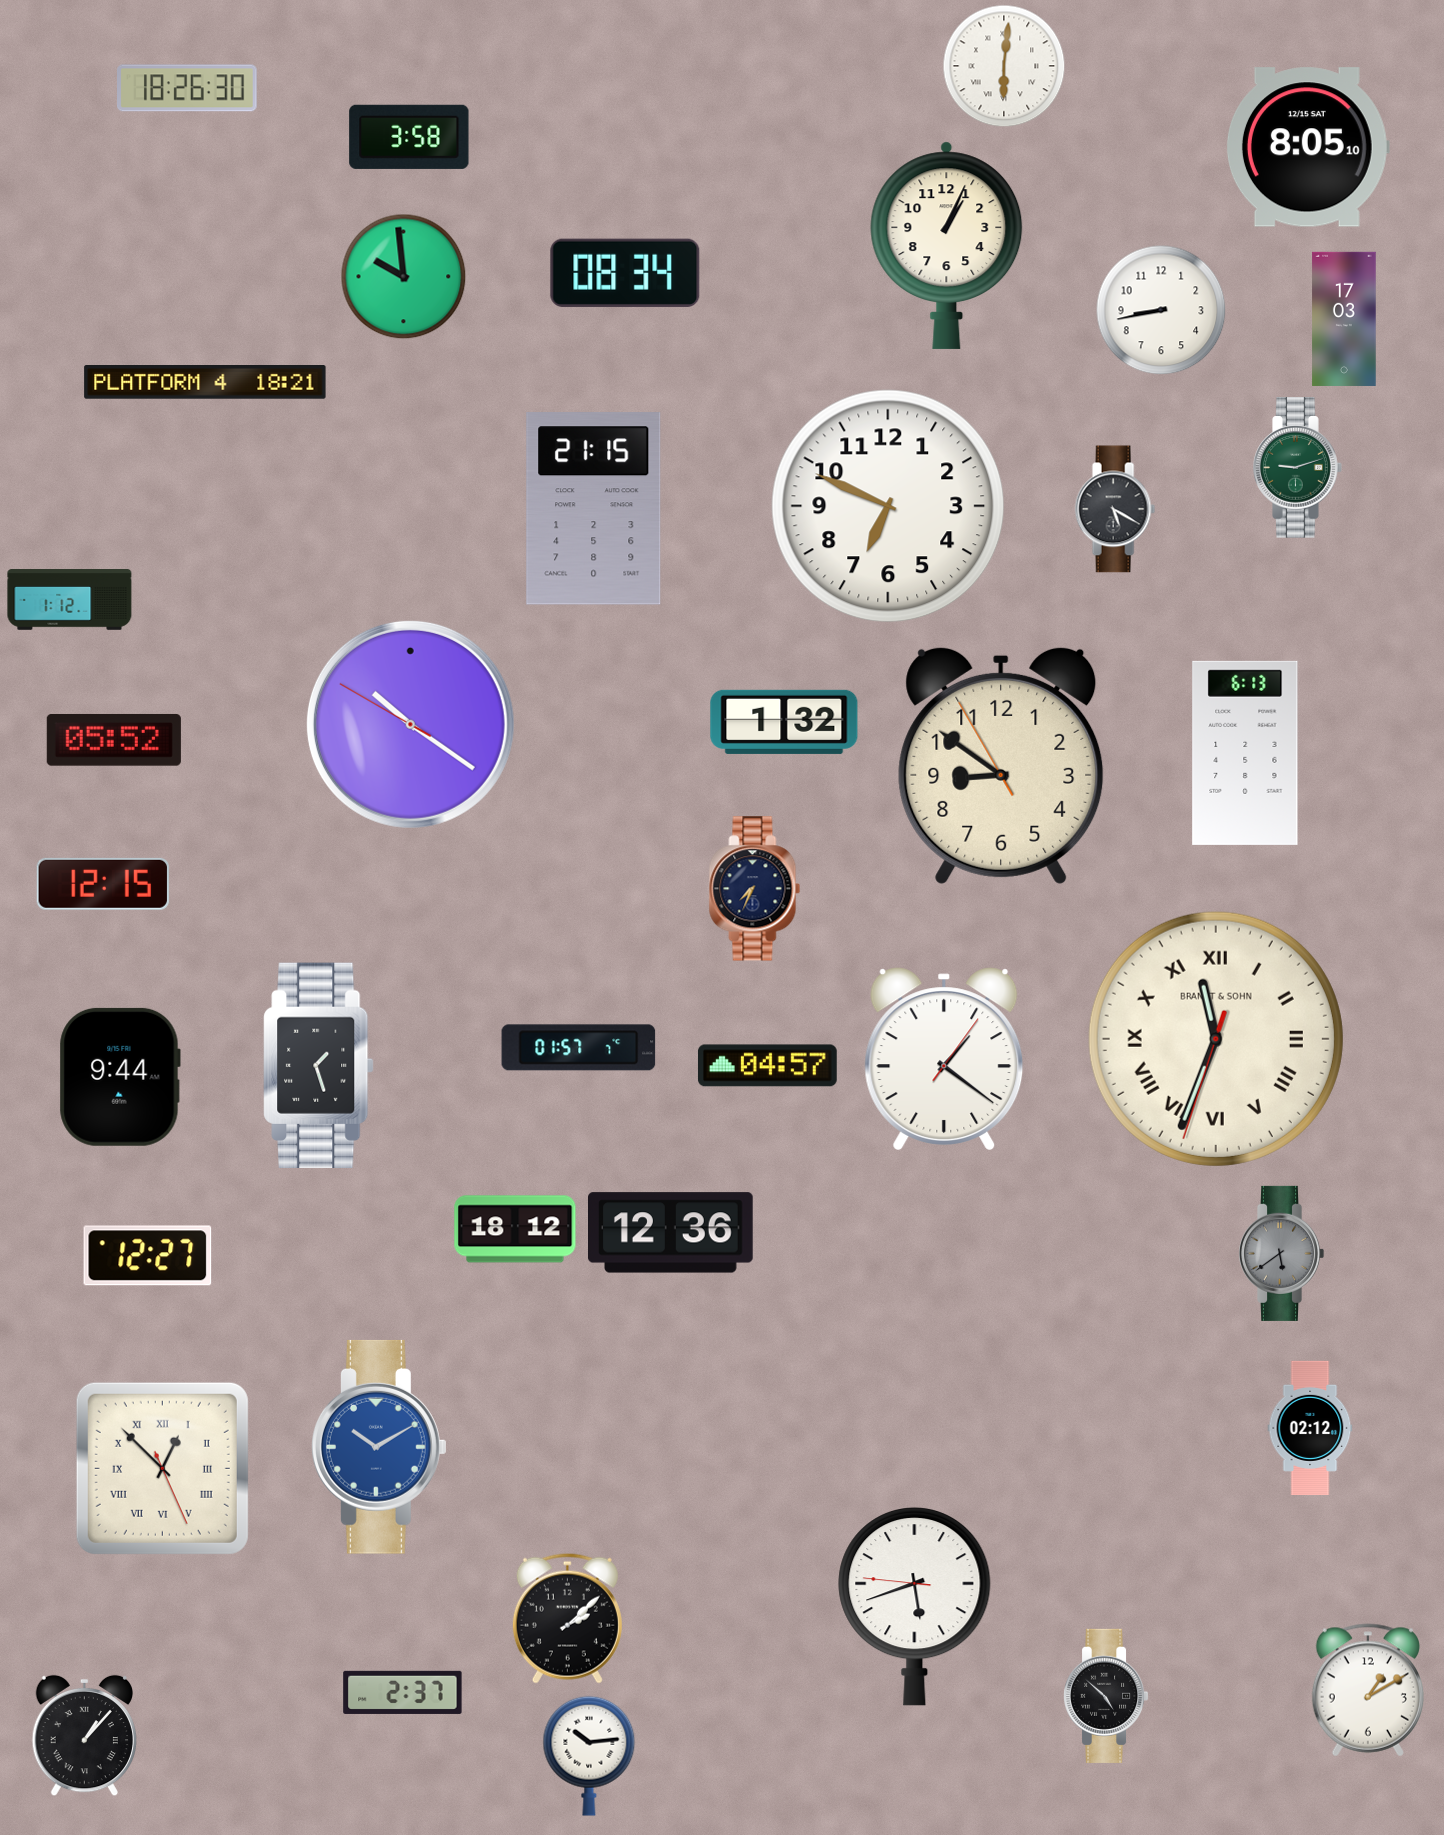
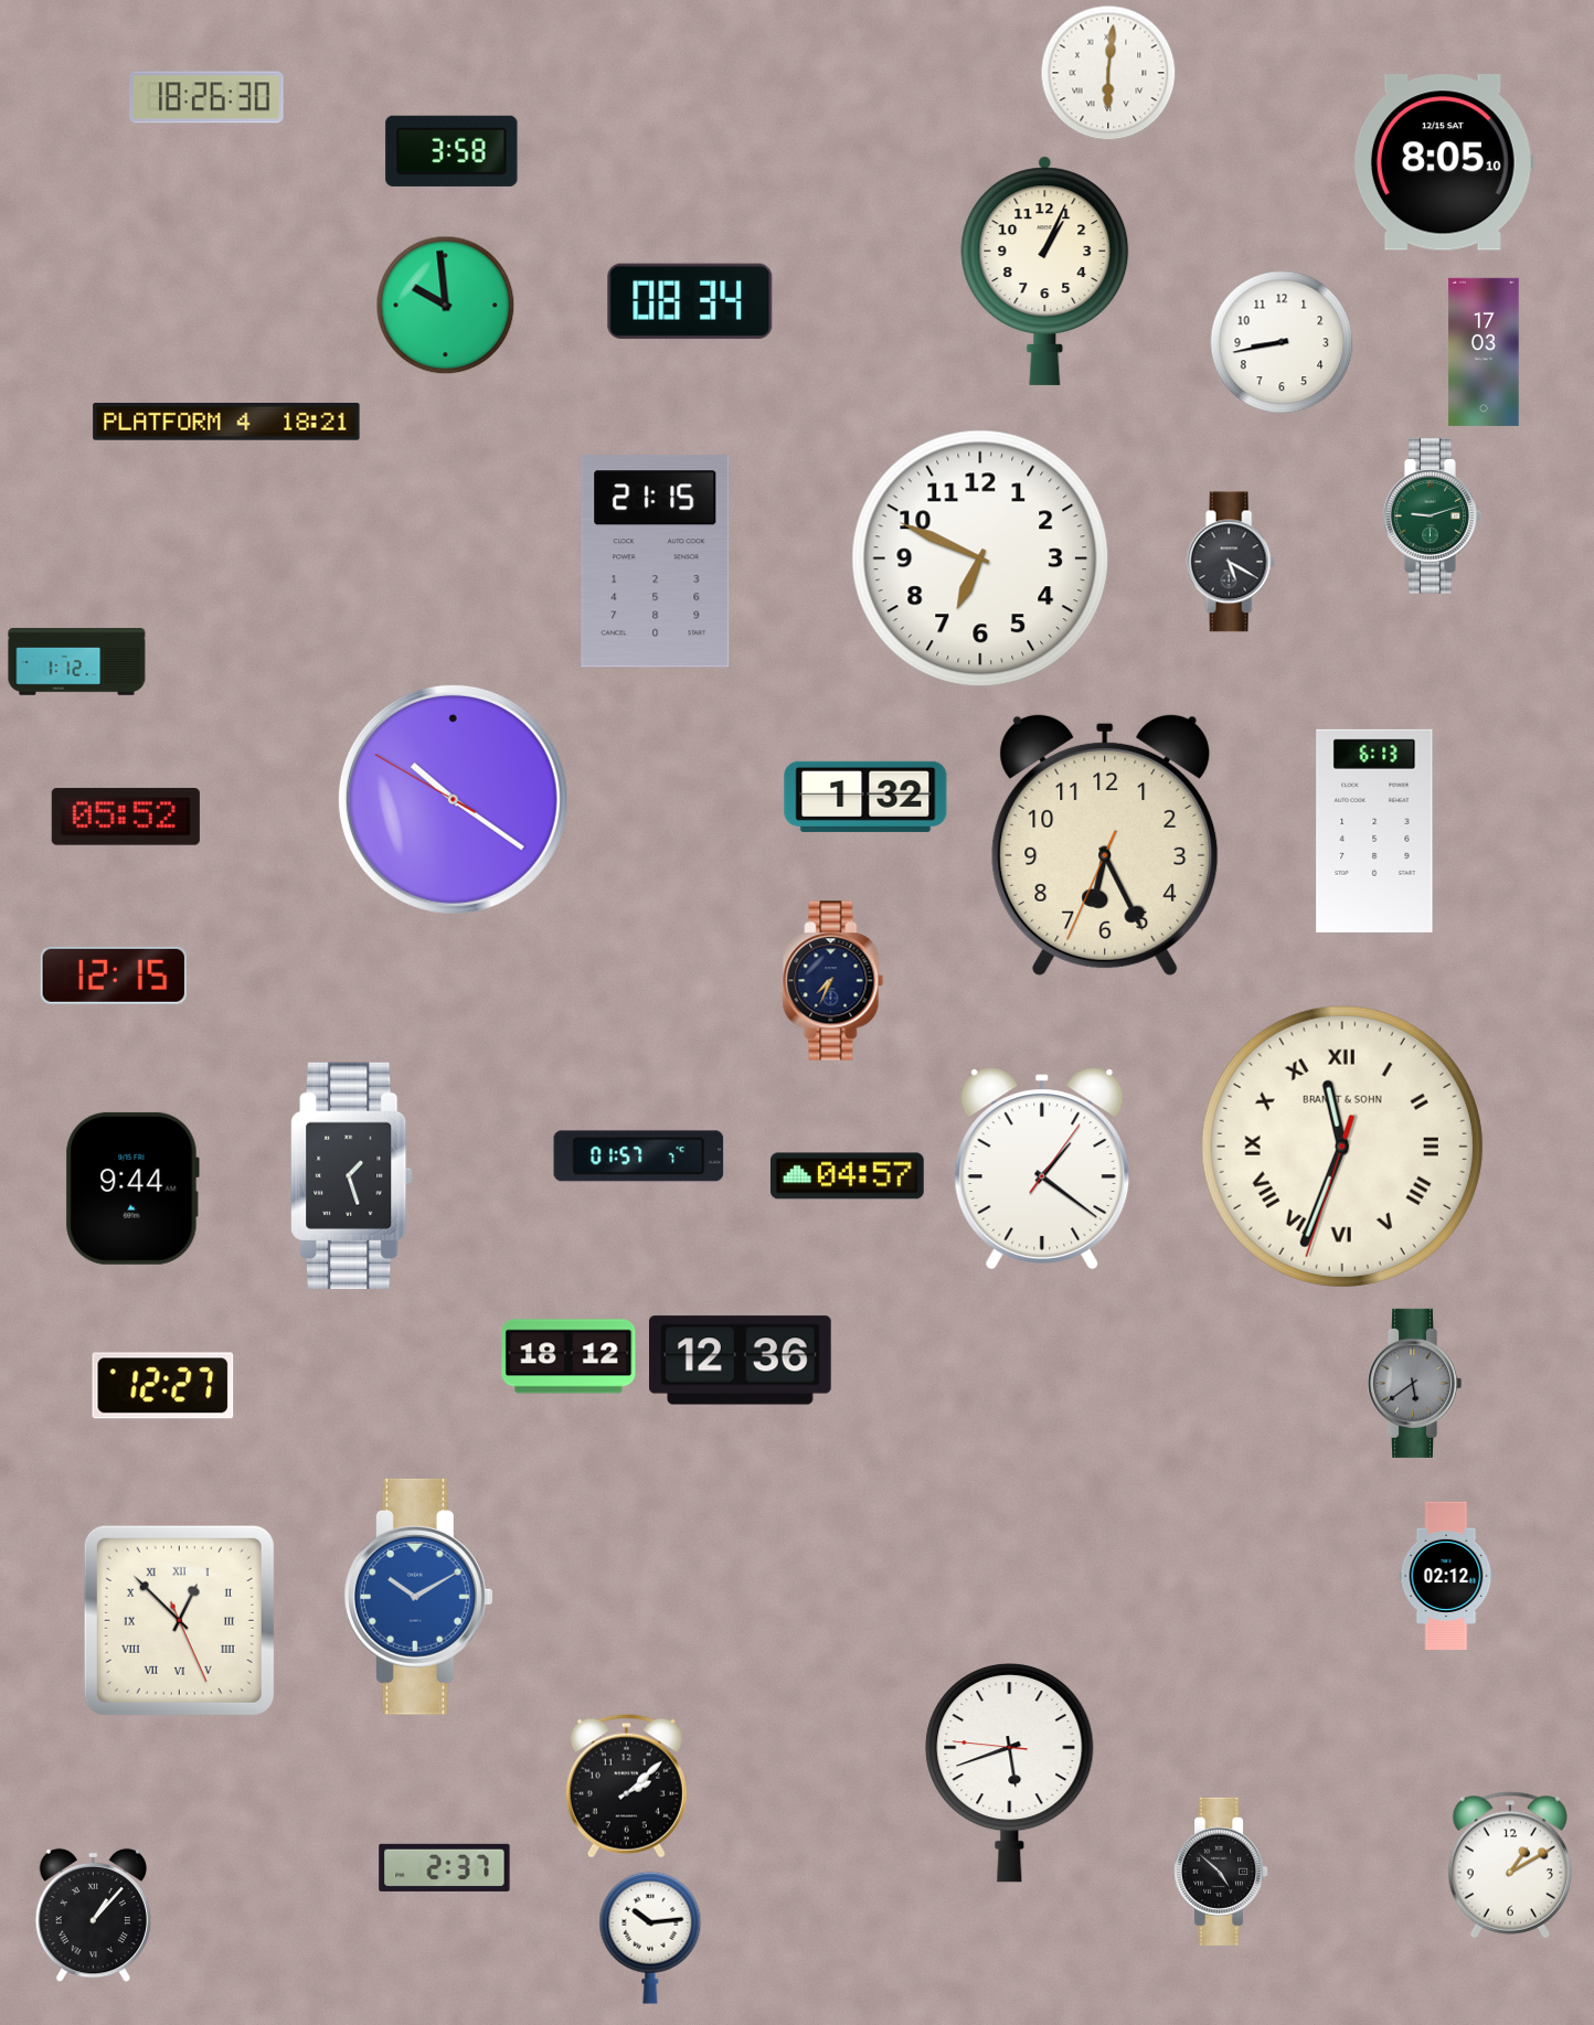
clock at (1001, 765): 8:50 -> 6:25
